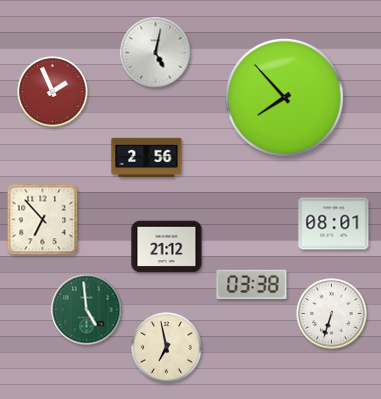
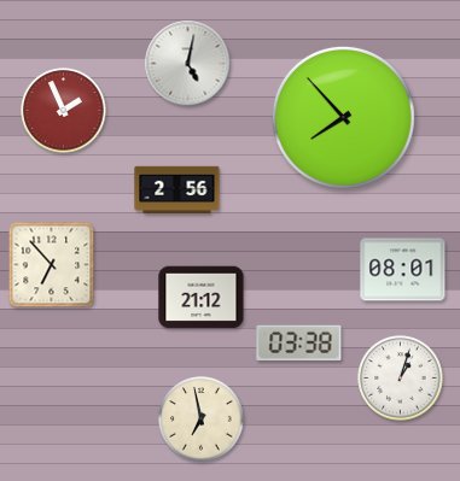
clock at (252, 285) position: (252, 285) -> (299, 344)
clock at (87, 310): 4:59 -> none
clock at (332, 314): 6:33 -> 1:03
